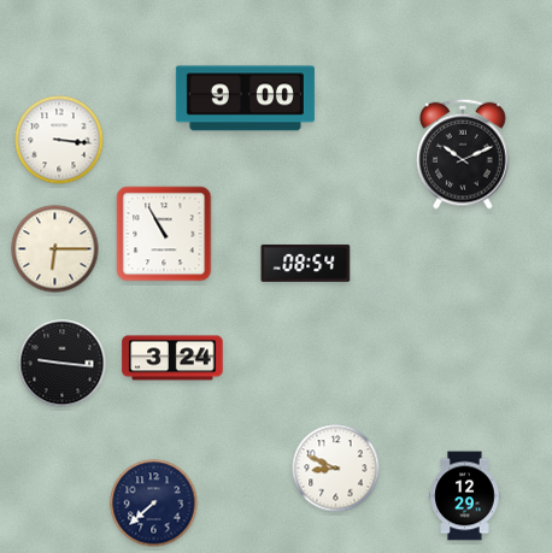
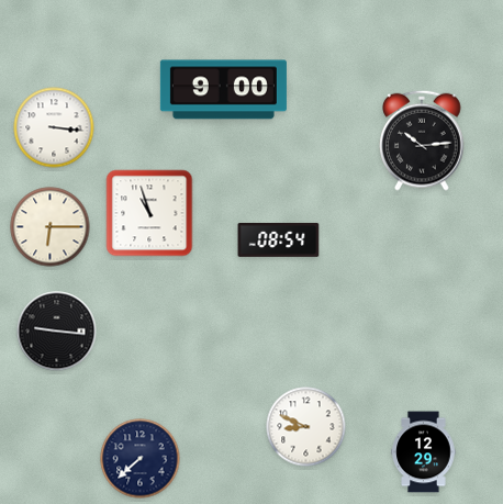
clock at (463, 154): 10:11 -> 10:14
clock at (164, 234): 10:55 -> 10:57
clock at (172, 358): 3:24 -> none
